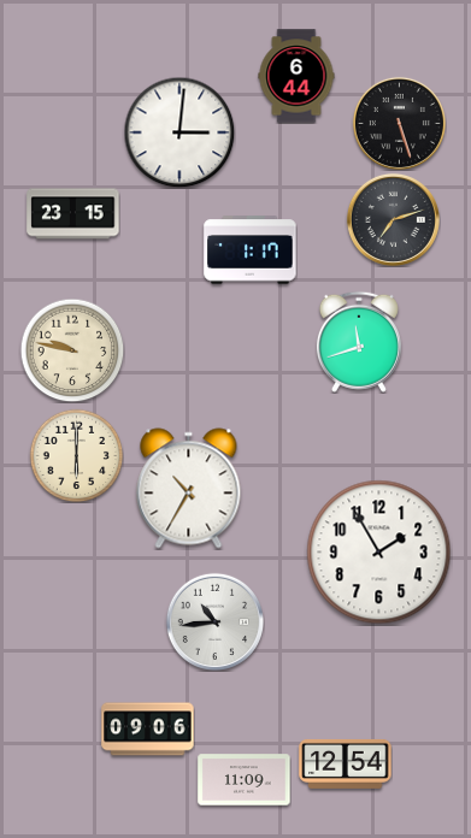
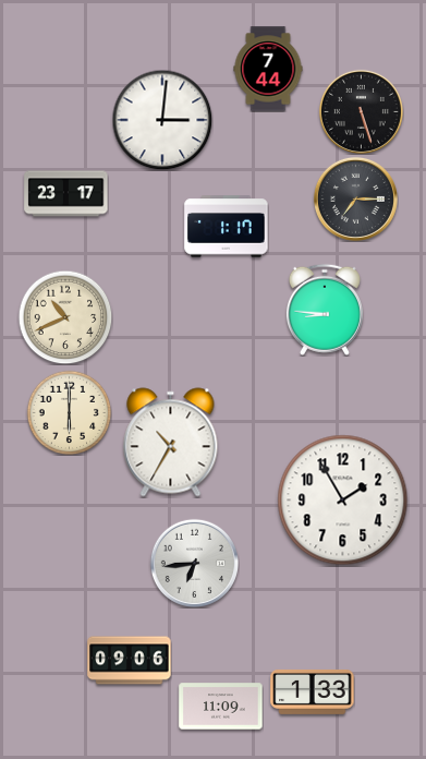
clock at (296, 76): 6:44 -> 7:44
clock at (73, 214): 23:15 -> 23:17
clock at (393, 219): 7:12 -> 7:15
clock at (359, 342): 11:42 -> 8:46
clock at (72, 350): 9:47 -> 10:41
clock at (214, 621): 10:44 -> 6:44
clock at (148, 730) position: (148, 730) -> (130, 661)
clock at (346, 763): 12:54 -> 1:33
